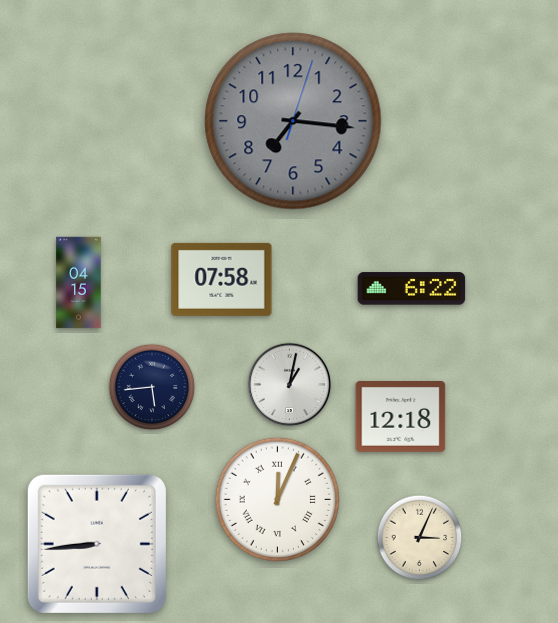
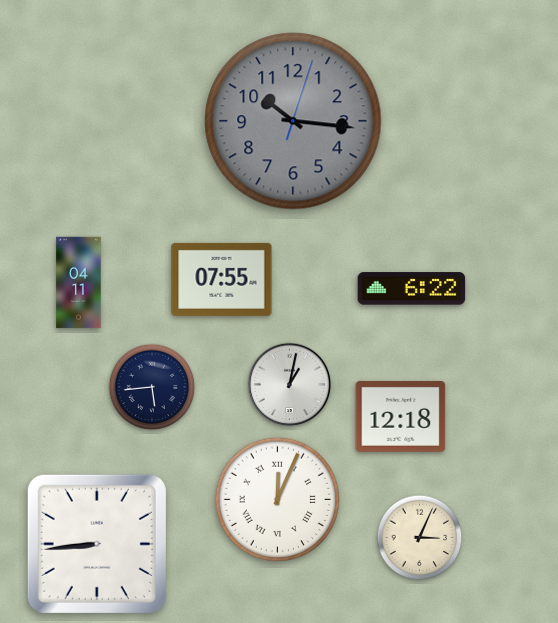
clock at (293, 121): 7:16 -> 10:16
clock at (222, 279): 07:58 -> 07:55
clock at (79, 283): 04:15 -> 04:11
